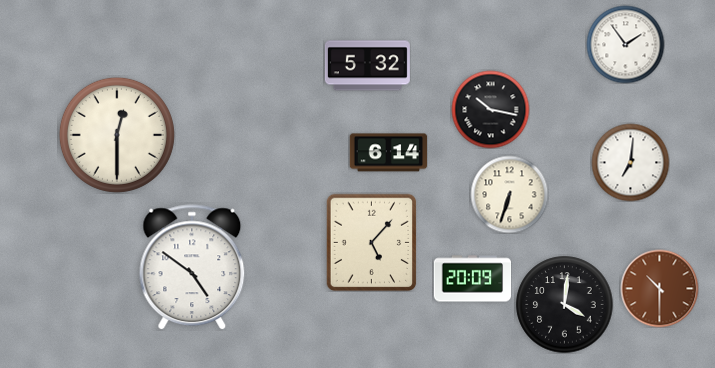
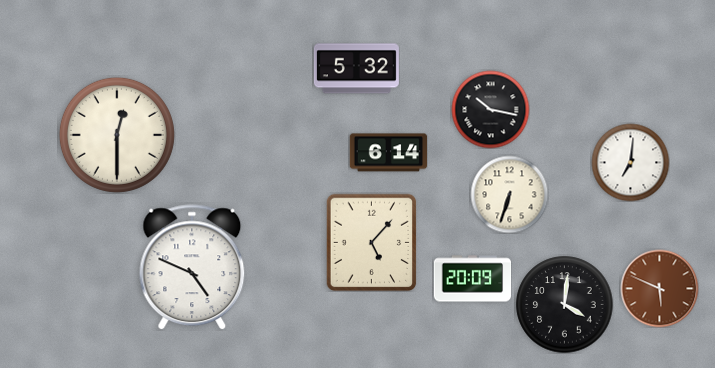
clock at (625, 44): 1:54 -> none
clock at (367, 66) position: (367, 66) -> (356, 69)
clock at (192, 267): 4:51 -> 4:49
clock at (659, 288): 10:30 -> 5:49
